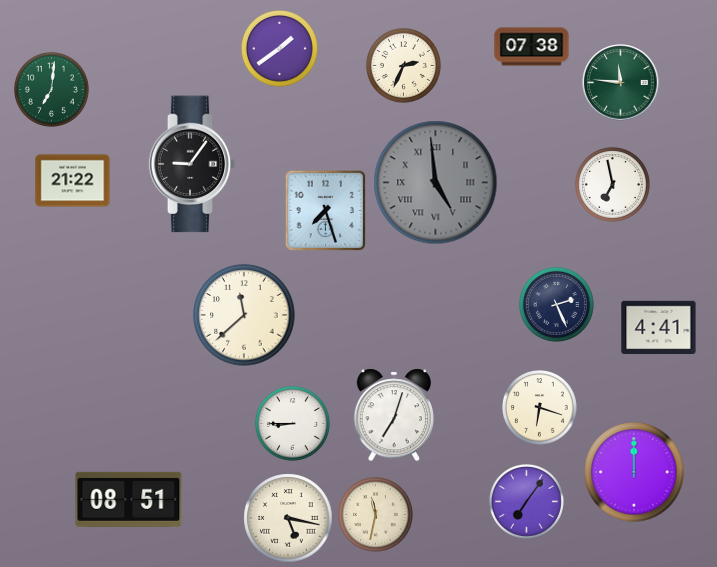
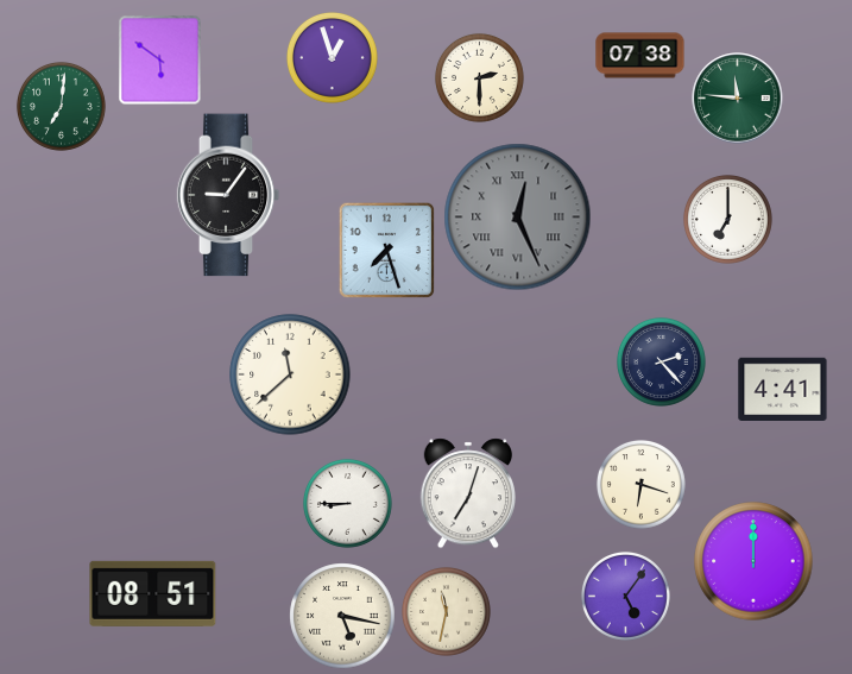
clock at (532, 47) position: (532, 47) -> (640, 56)
clock at (279, 48): 1:39 -> 12:57
clock at (160, 61): none -> 5:51
clock at (403, 65): 2:34 -> 2:30
clock at (73, 181): 21:22 -> none
clock at (436, 183): 4:59 -> 12:26
clock at (612, 184): 6:58 -> 7:00
clock at (556, 304): 2:26 -> 2:23
clock at (526, 501): 7:06 -> 5:06
